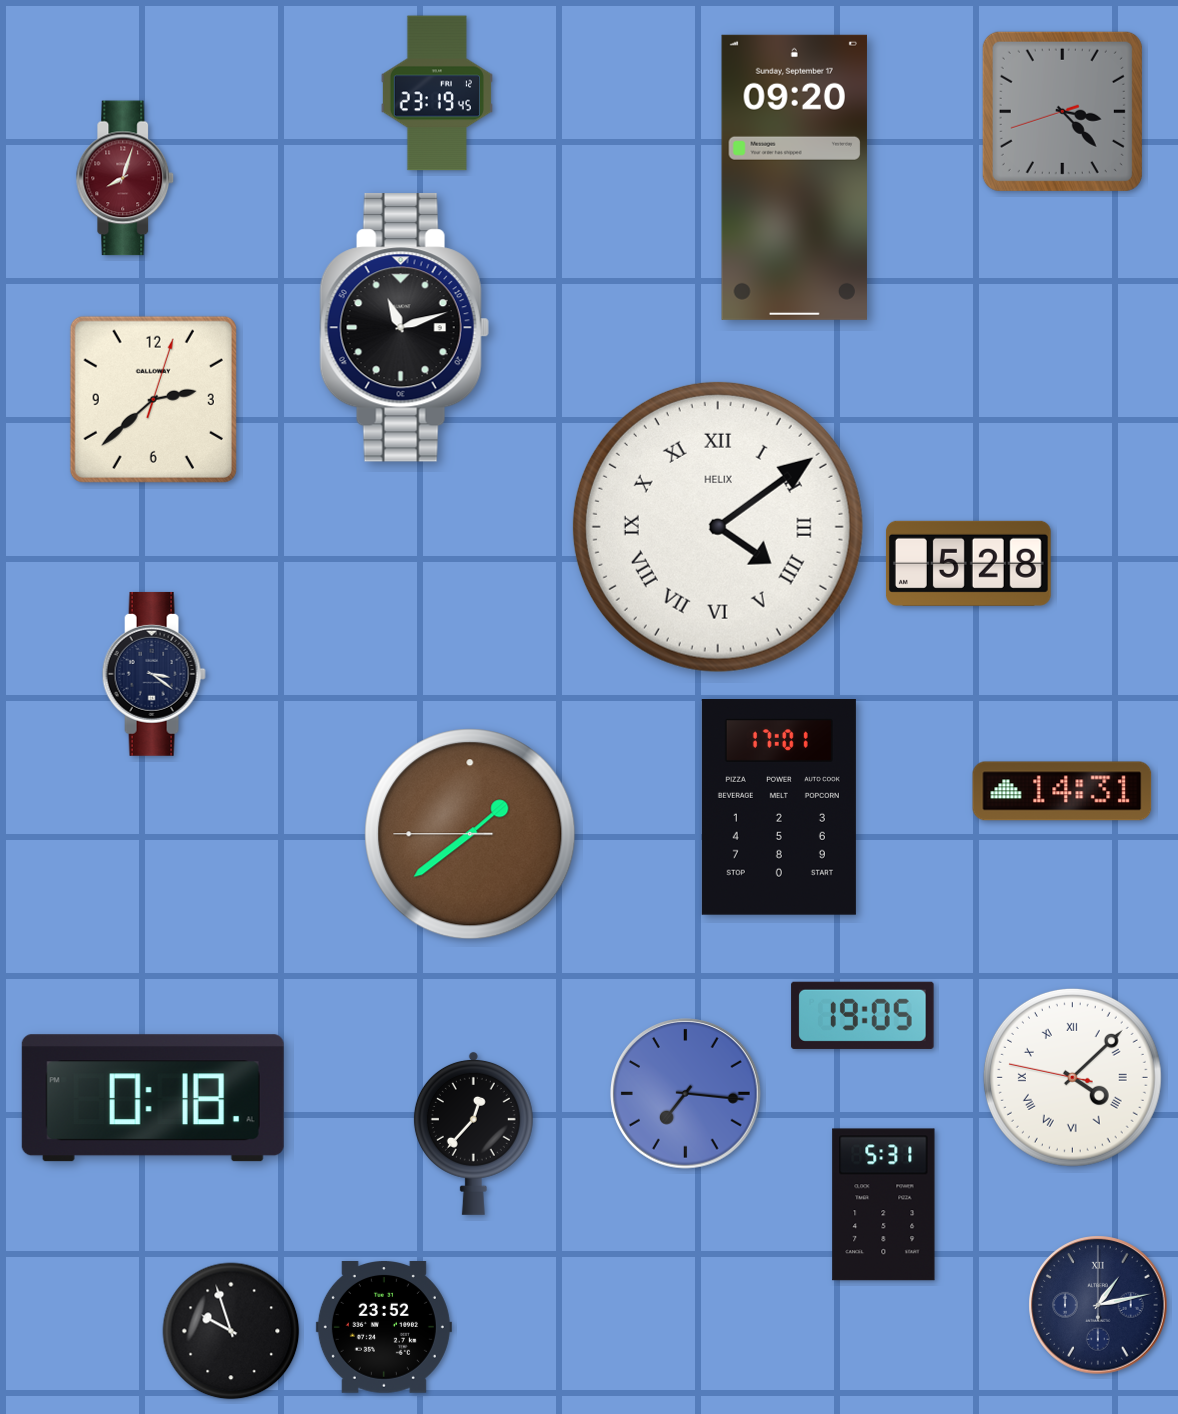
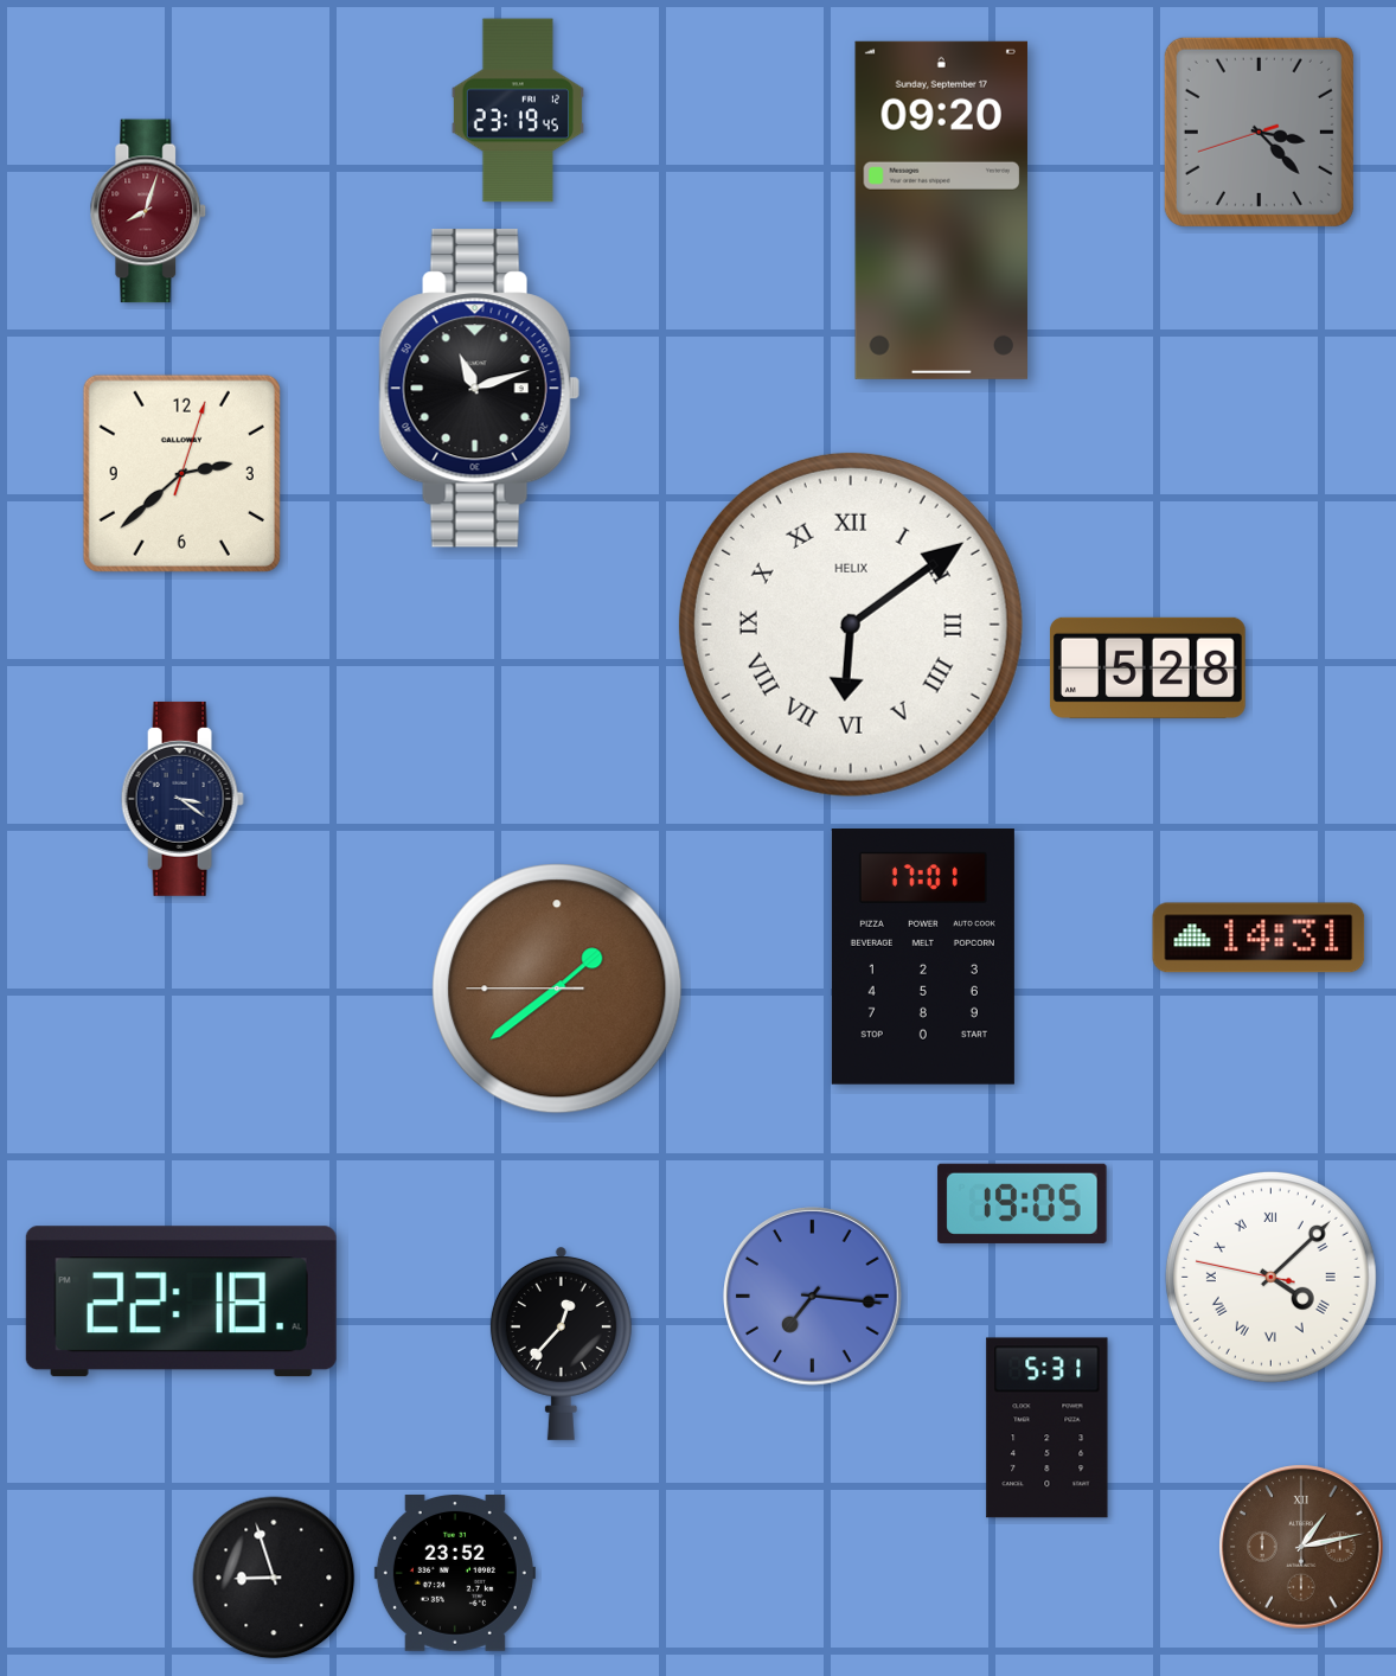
clock at (718, 527): 4:09 -> 6:09
clock at (153, 1098): 0:18 -> 22:18
clock at (1098, 1305) dial: navy -> brown
clock at (231, 1331): 9:57 -> 8:57
